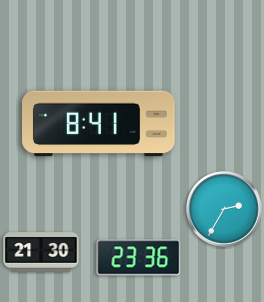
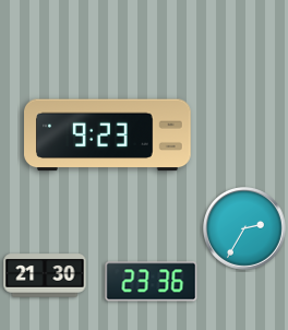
clock at (99, 124): 8:41 -> 9:23
